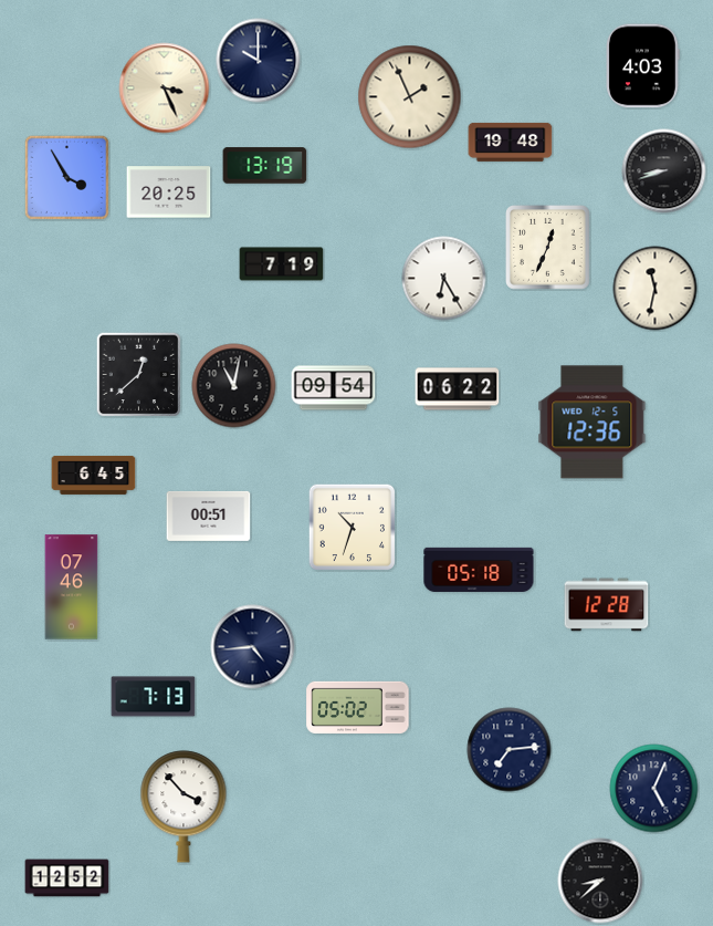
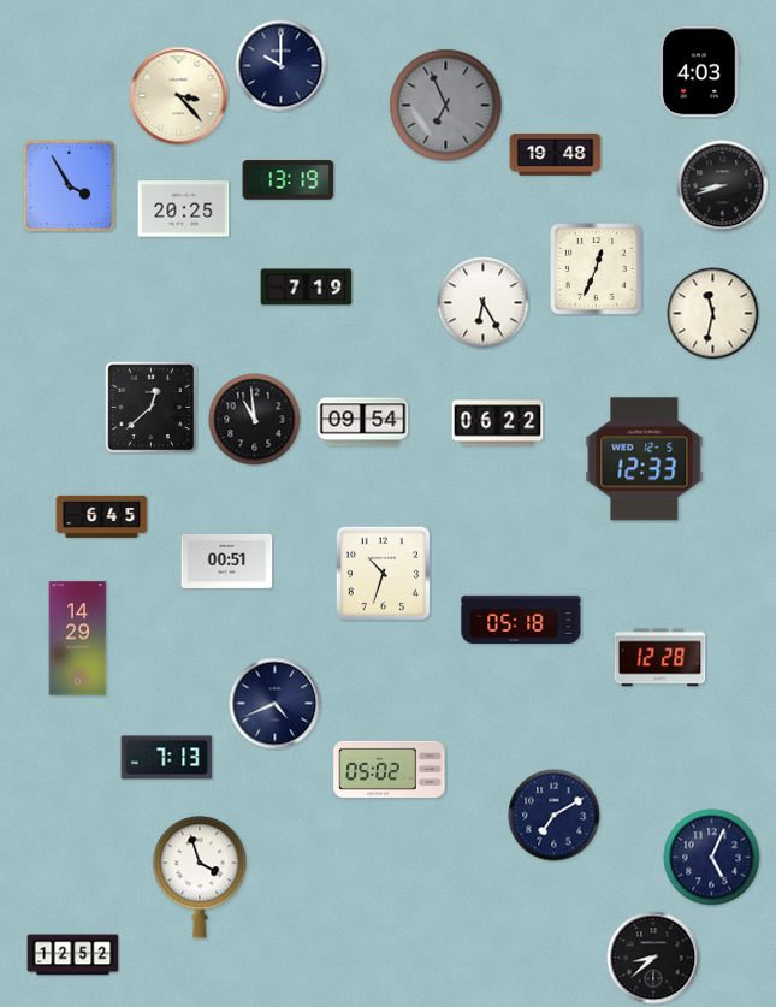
clock at (165, 89): 3:26 -> 3:23
clock at (410, 97): 1:56 -> 6:56
clock at (410, 97) dial: cream -> grey
clock at (66, 177) position: (66, 177) -> (69, 185)
clock at (234, 386): 11:02 -> 10:59
clock at (593, 423): 12:36 -> 12:33
clock at (72, 587): 07:46 -> 14:29
clock at (253, 647): 4:44 -> 4:41
clock at (510, 750): 7:14 -> 7:10
clock at (184, 807): 3:53 -> 3:57
